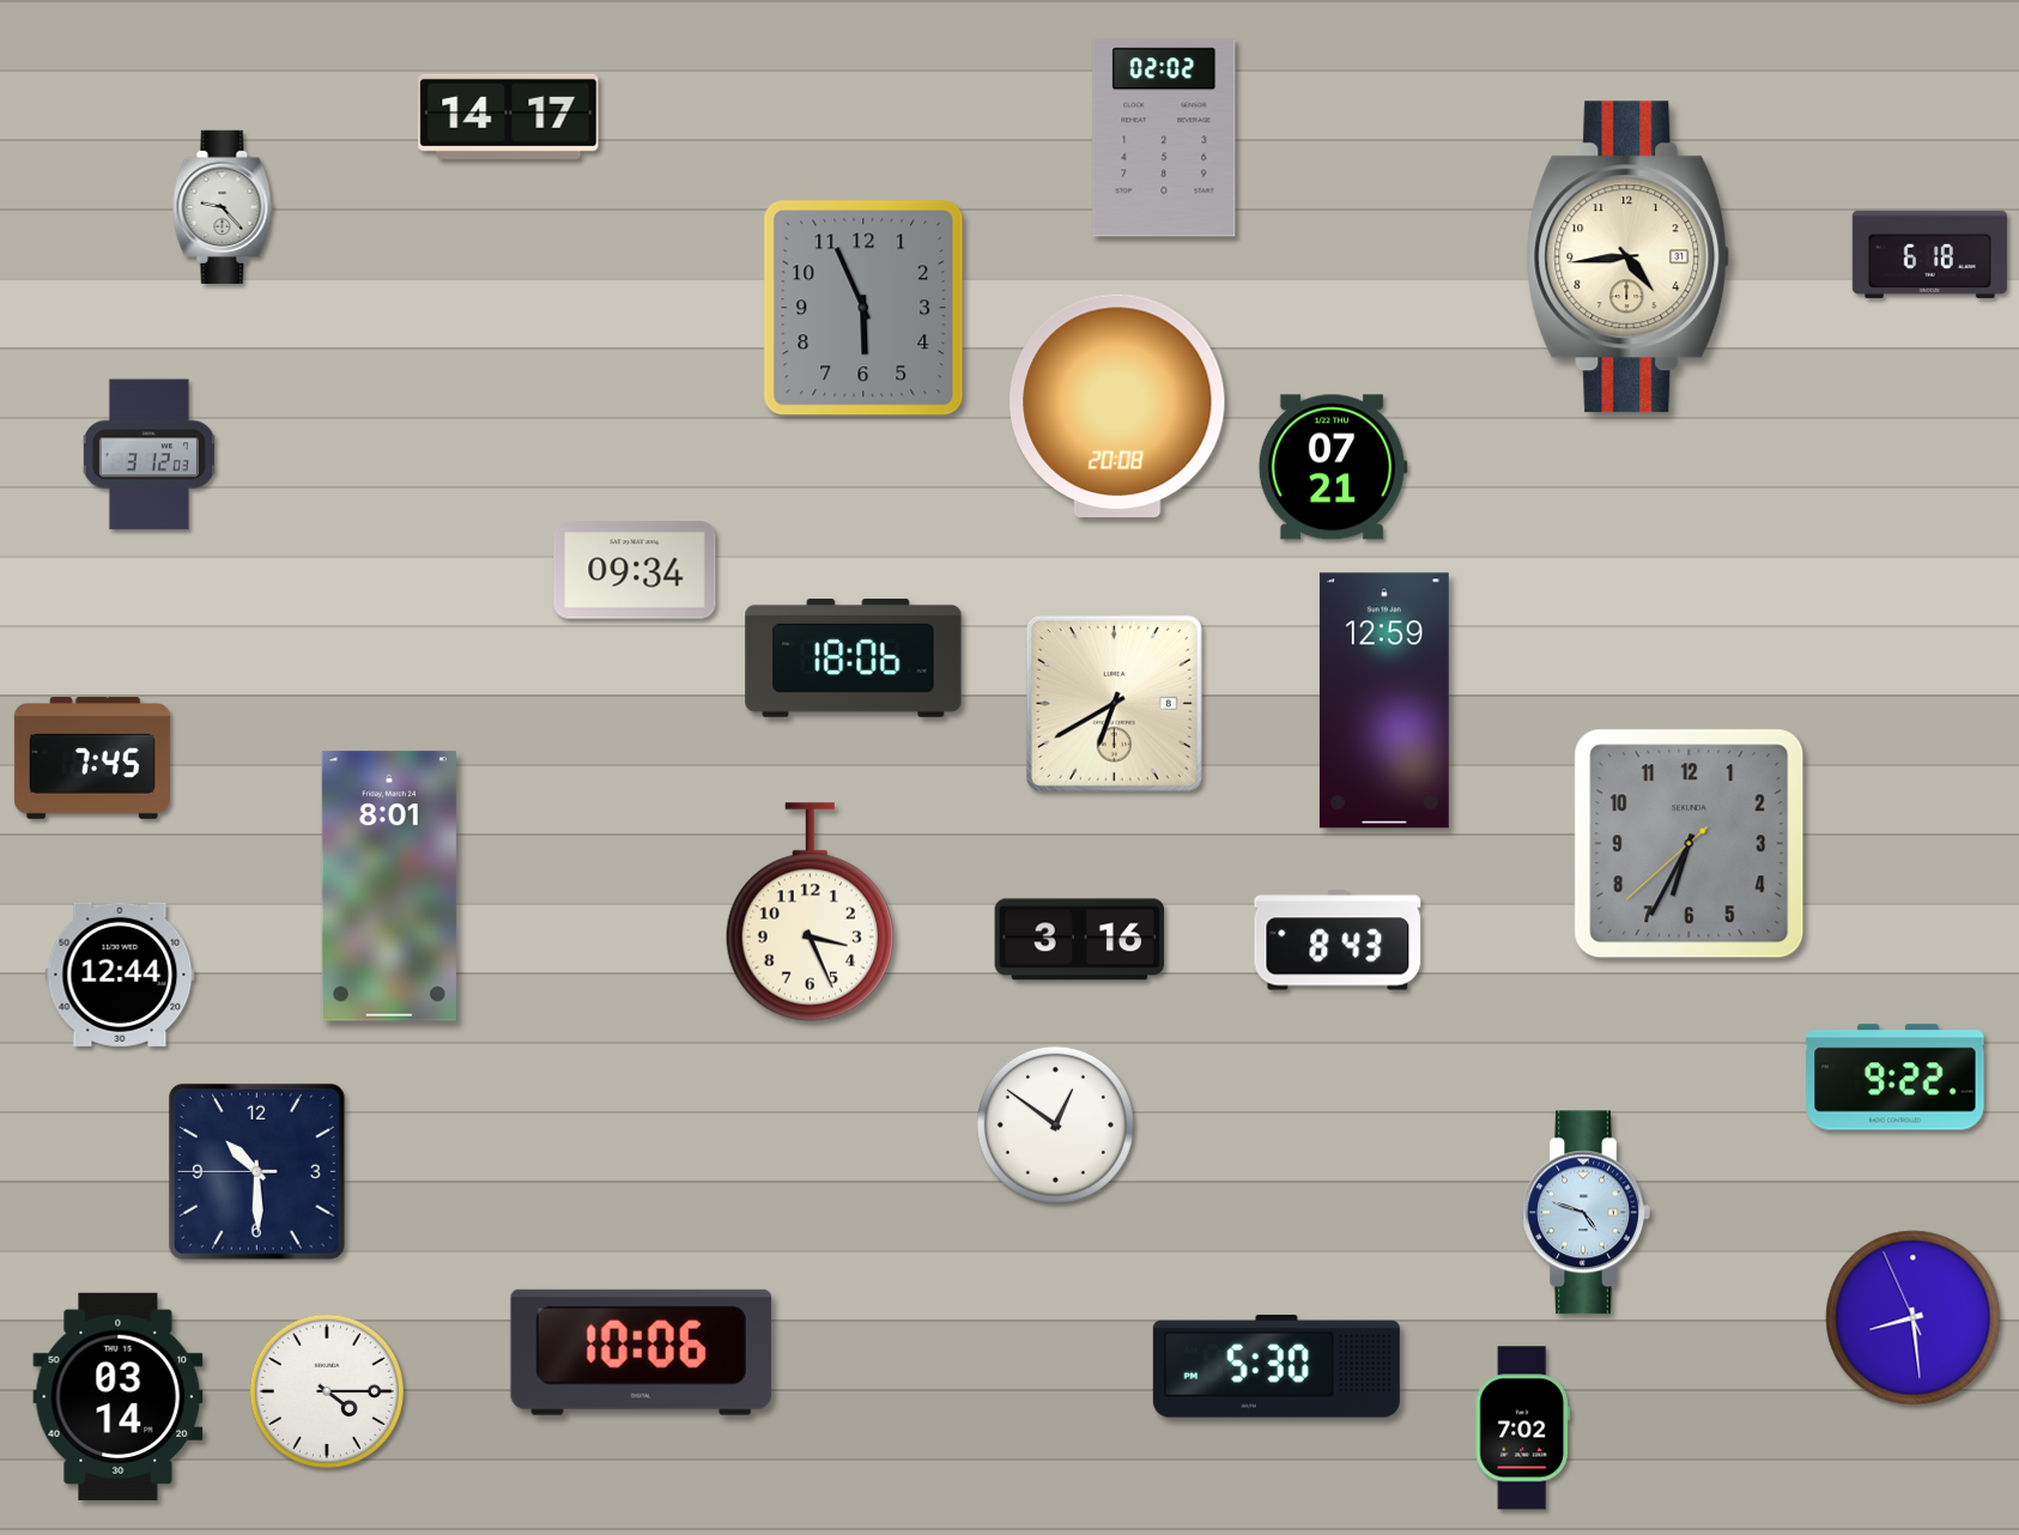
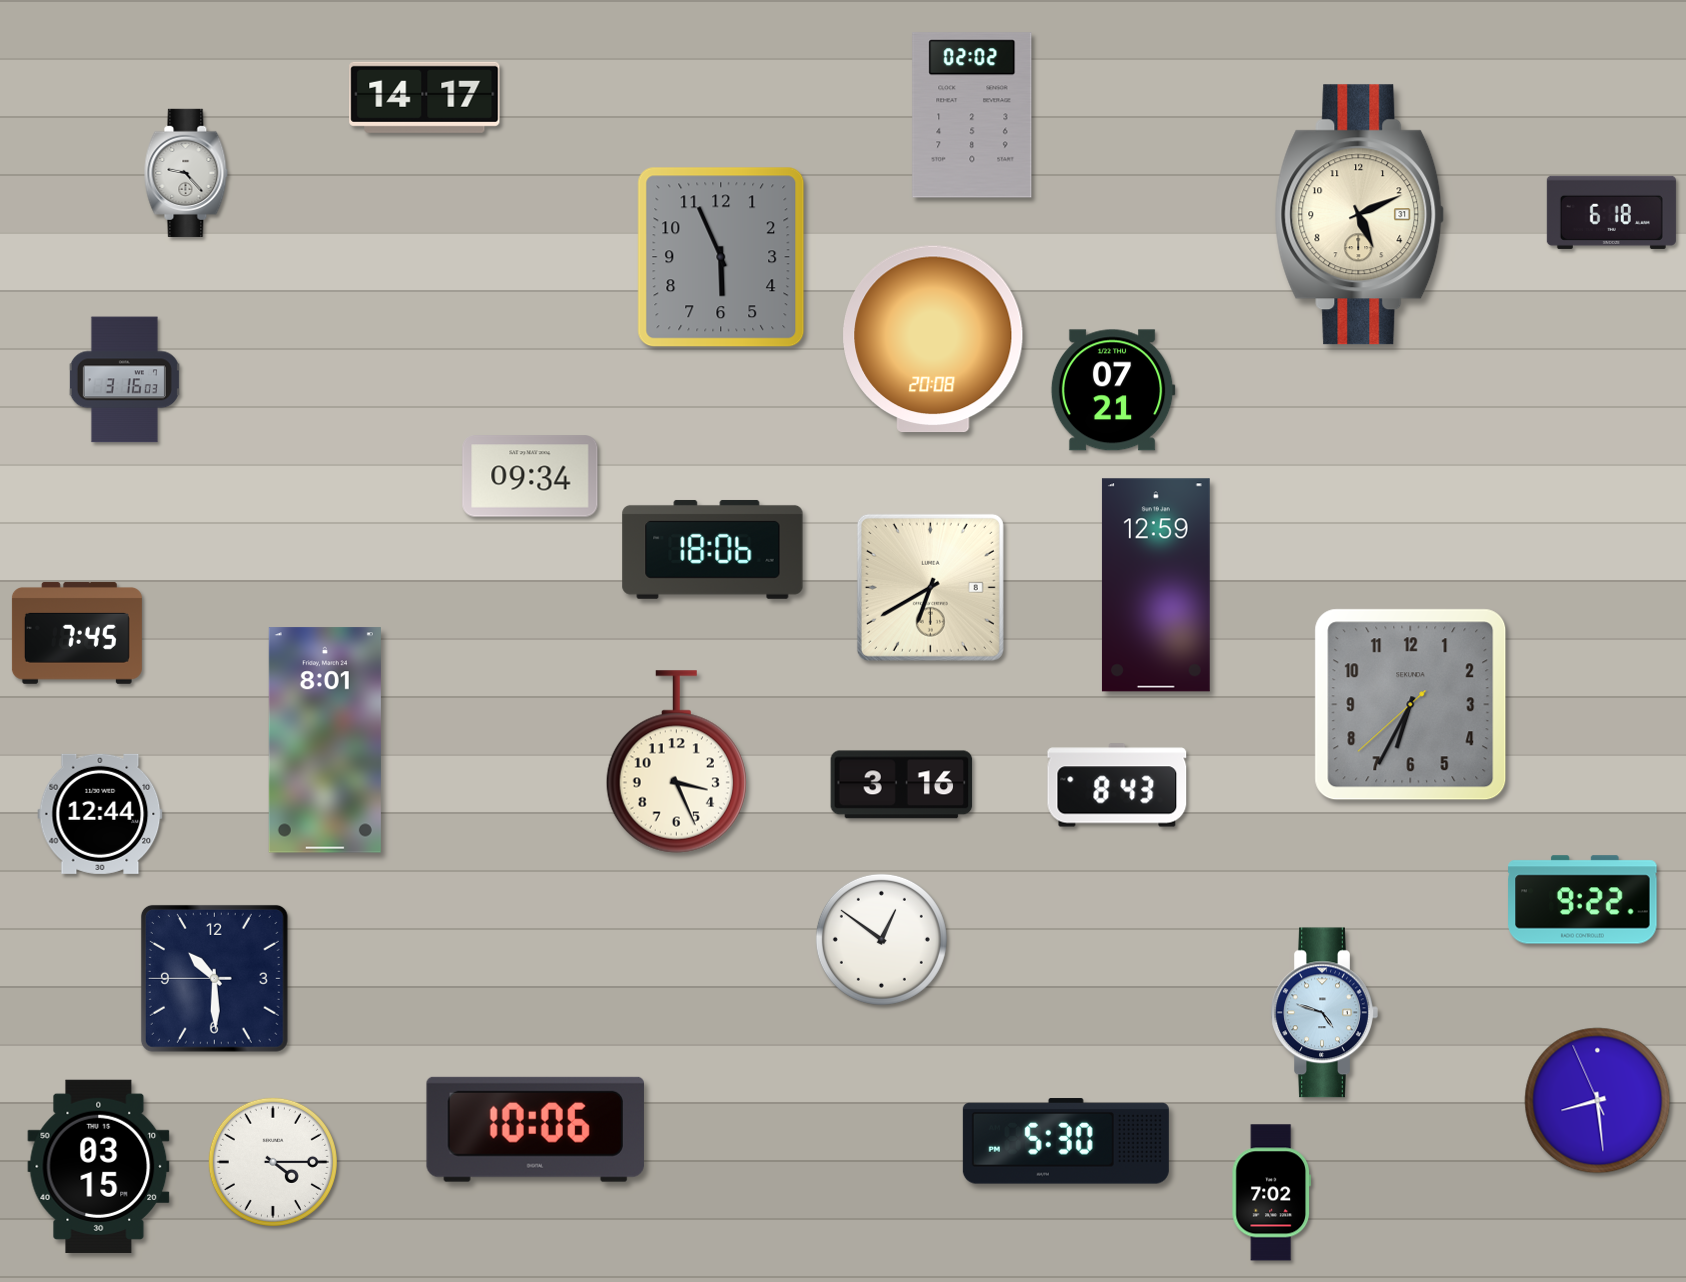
clock at (1629, 257): 4:44 -> 5:11
clock at (148, 455): 3:12 -> 3:16
clock at (119, 1396): 03:14 -> 03:15
